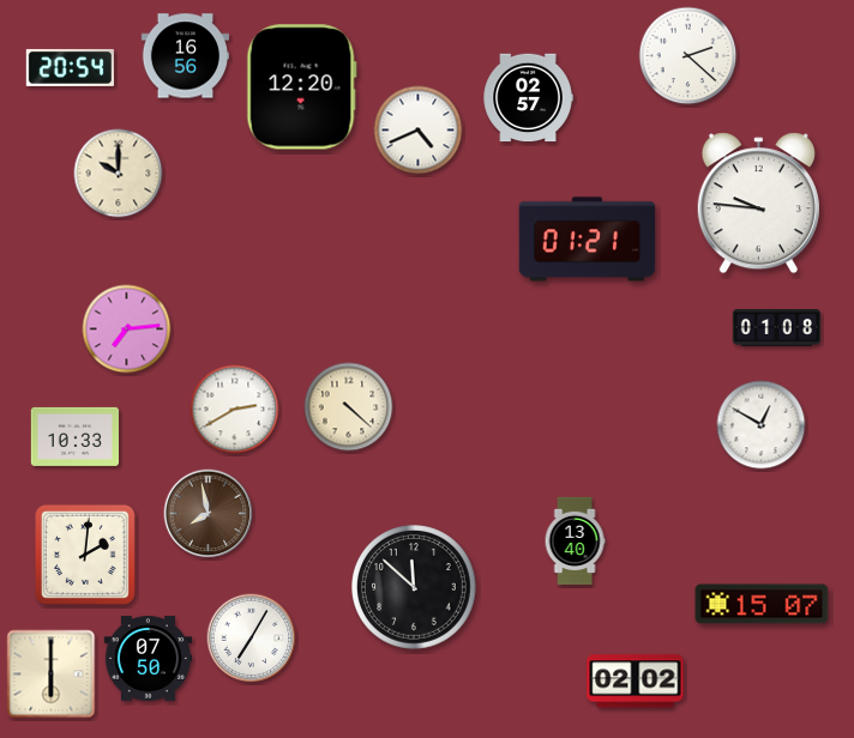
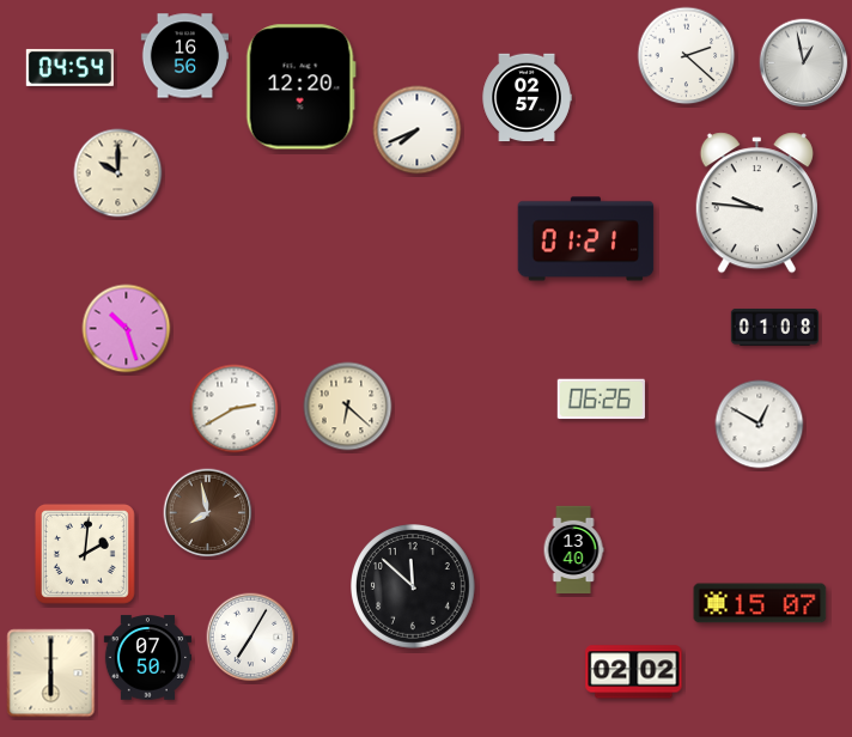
clock at (804, 63): none -> 12:58
clock at (70, 67): 20:54 -> 04:54
clock at (419, 131): 4:41 -> 7:41
clock at (127, 329): 7:14 -> 10:27
clock at (601, 400): none -> 06:26
clock at (349, 407): 4:22 -> 6:22
clock at (74, 436): 10:33 -> none
clock at (575, 542) position: (575, 542) -> (573, 550)
clock at (636, 682) position: (636, 682) -> (634, 672)
